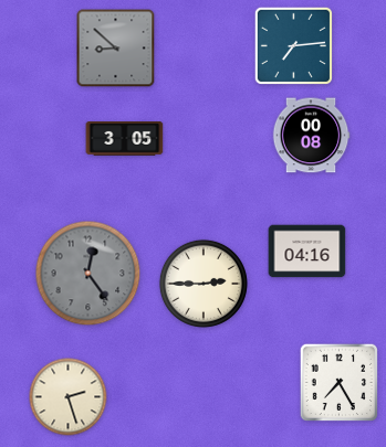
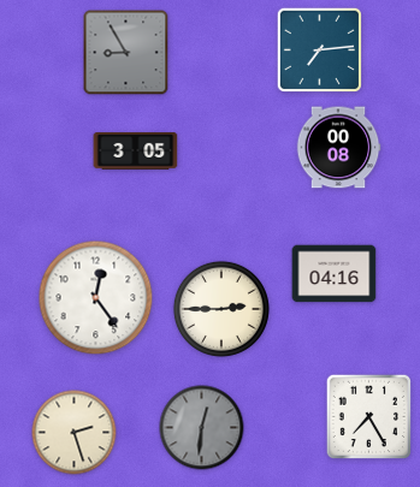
clock at (116, 49): 8:52 -> 8:55
clock at (88, 274) dial: grey -> white
clock at (202, 428): none -> 12:31
